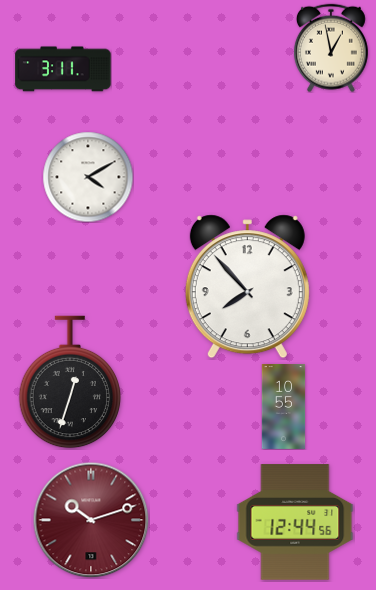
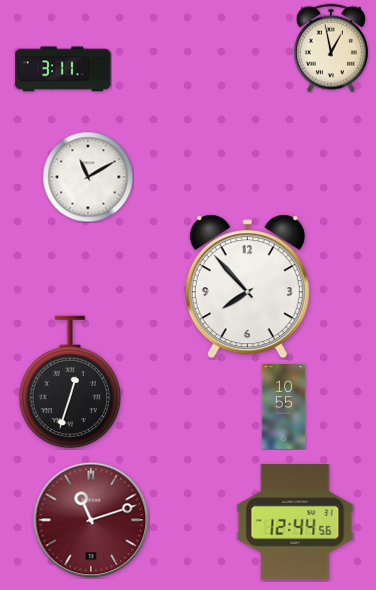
clock at (88, 177): 4:10 -> 11:10
clock at (91, 520): 10:12 -> 11:12
